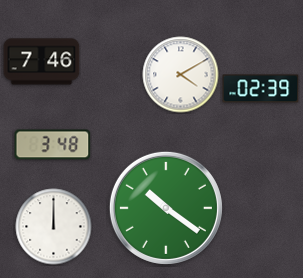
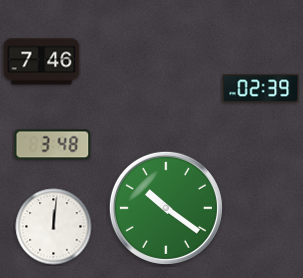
clock at (181, 75): 4:10 -> none
clock at (54, 227): 12:00 -> 12:01
